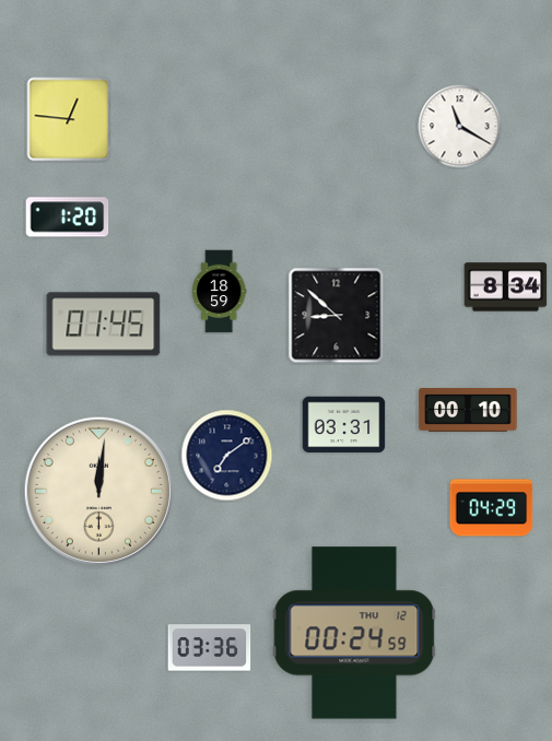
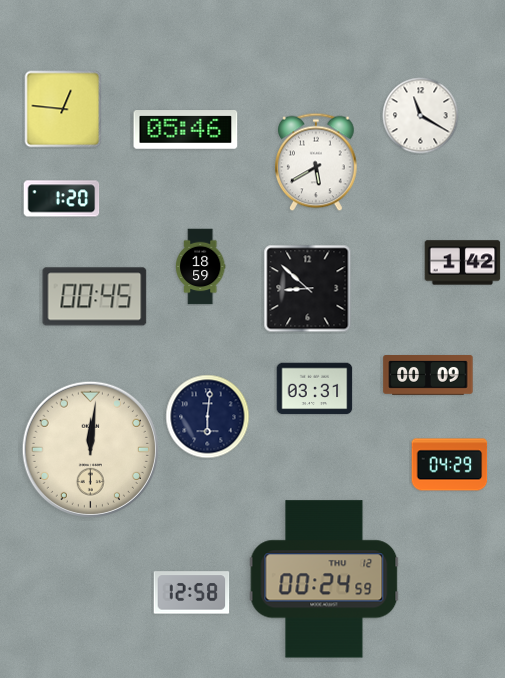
clock at (186, 130): none -> 05:46
clock at (317, 162): none -> 5:40
clock at (506, 287): 8:34 -> 1:42
clock at (104, 325): 01:45 -> 00:45
clock at (468, 411): 00:10 -> 00:09
clock at (227, 456): 7:09 -> 6:01
clock at (210, 648): 03:36 -> 12:58
